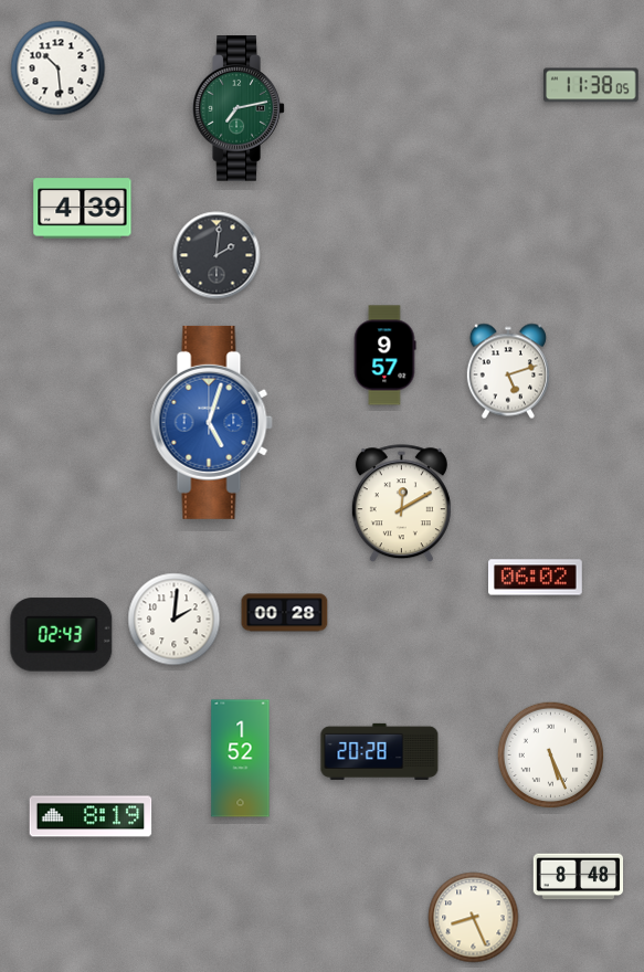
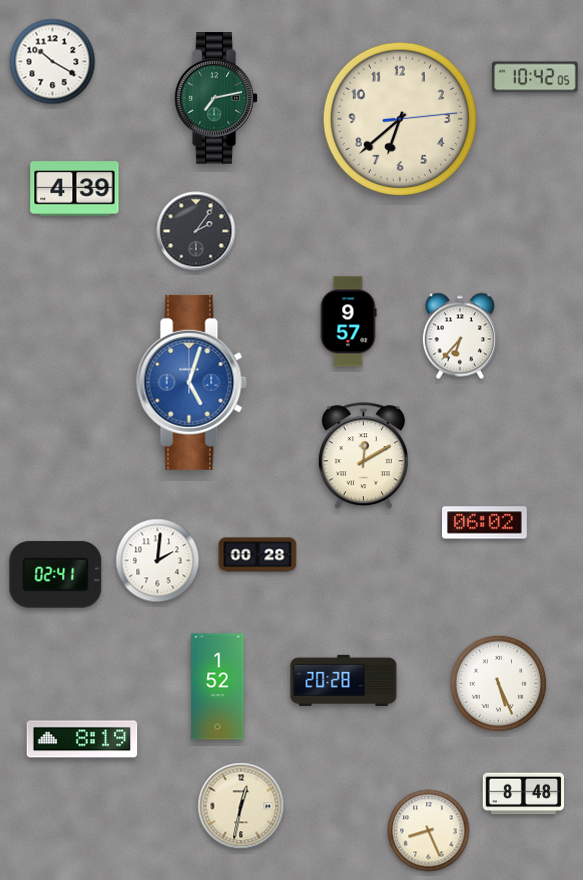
clock at (59, 68): 10:29 -> 10:20
clock at (591, 85): 11:38 -> 10:42
clock at (399, 118): none -> 6:38
clock at (217, 255): 2:01 -> 2:06
clock at (508, 371): 5:12 -> 6:37
clock at (62, 635): 02:43 -> 02:41
clock at (241, 806): none -> 12:32
